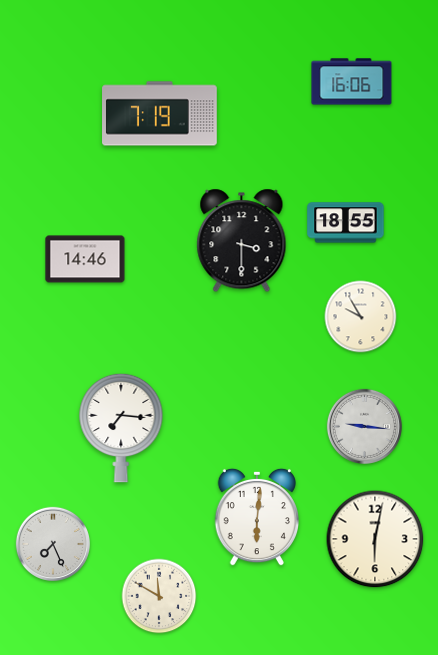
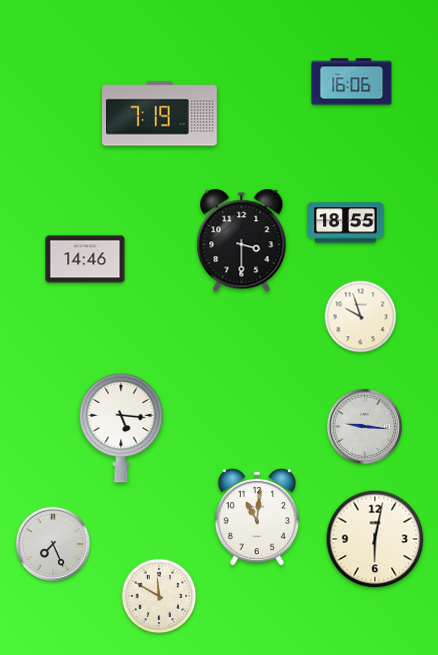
clock at (361, 317): 9:55 -> 9:57
clock at (121, 428): 7:16 -> 5:16
clock at (256, 517): 6:01 -> 11:01
